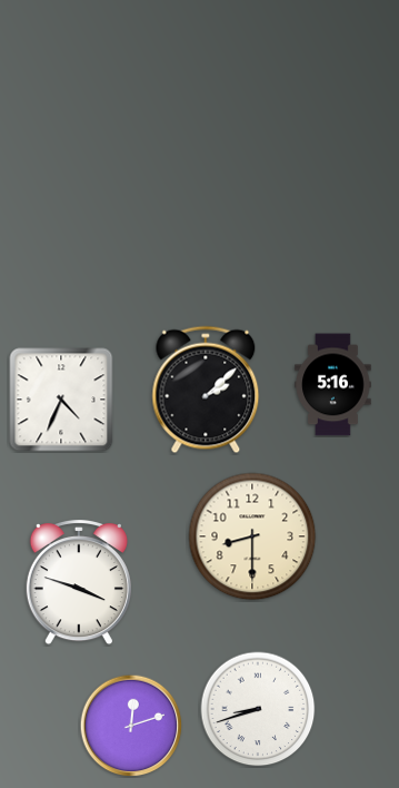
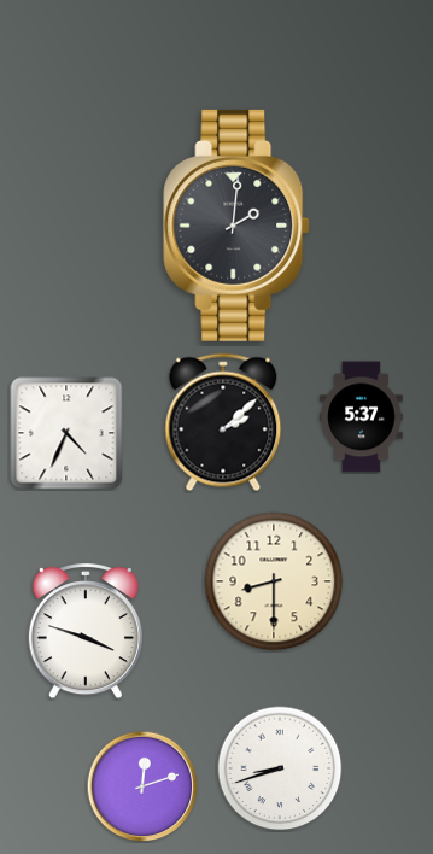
clock at (236, 226): none -> 2:01
clock at (333, 385): 5:16 -> 5:37
